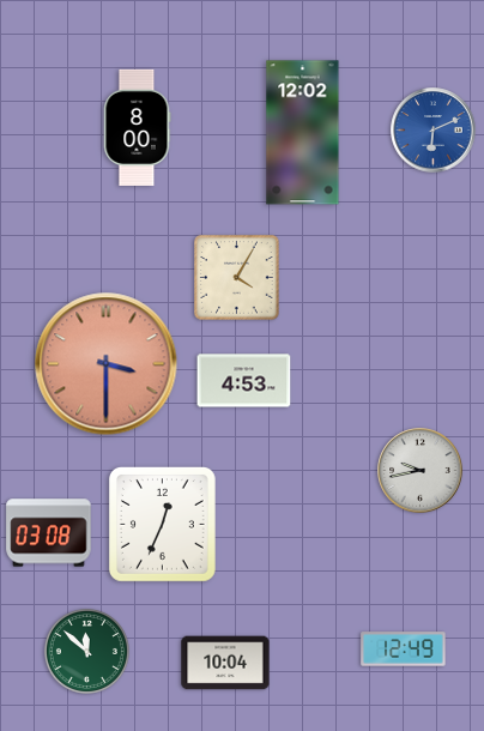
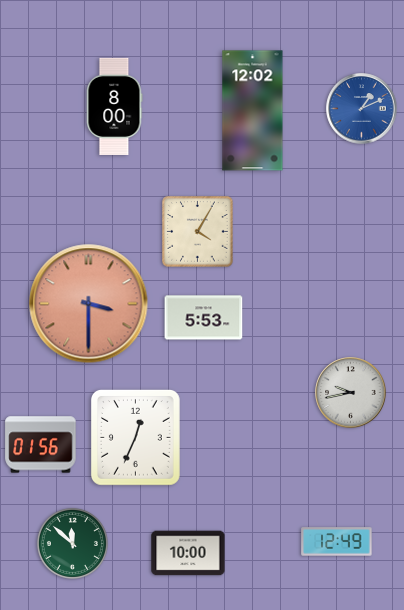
clock at (434, 131): 6:11 -> 1:11
clock at (244, 381): 4:53 -> 5:53
clock at (49, 533): 03:08 -> 01:56
clock at (225, 663): 10:04 -> 10:00
